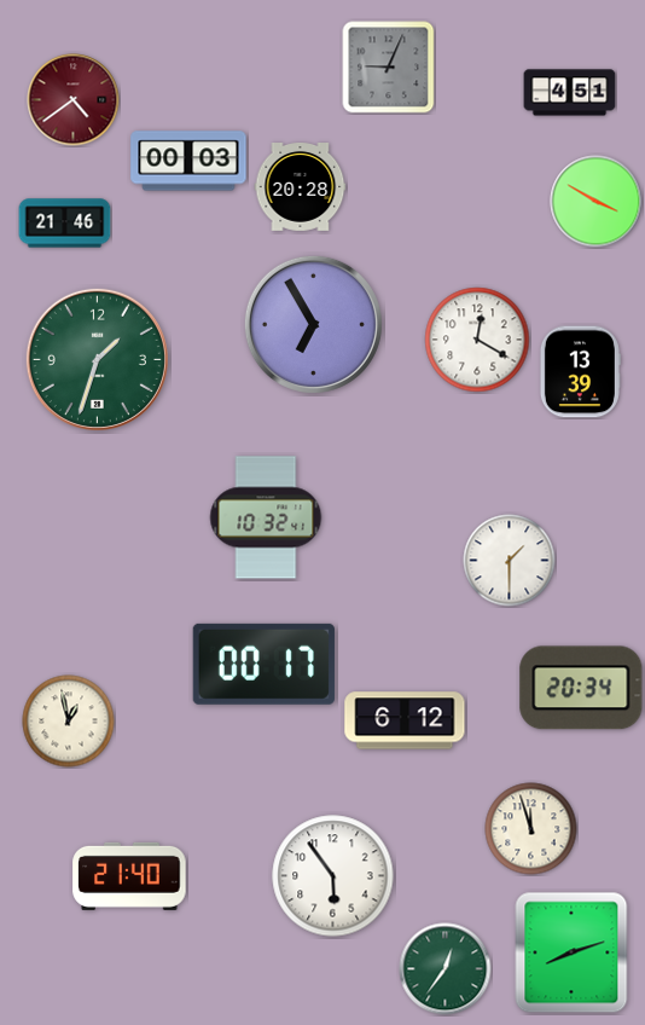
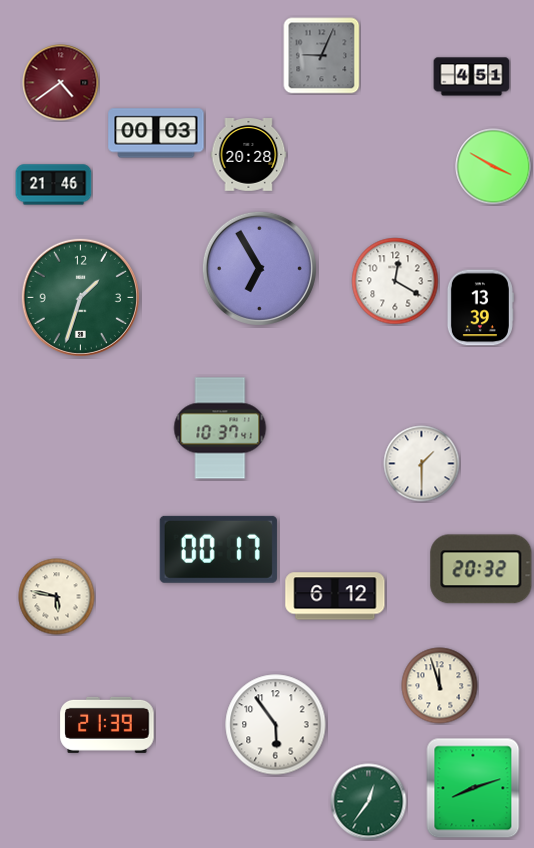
clock at (266, 517): 10:32 -> 10:37
clock at (581, 688): 20:34 -> 20:32
clock at (69, 722): 12:58 -> 5:47
clock at (129, 876): 21:40 -> 21:39
